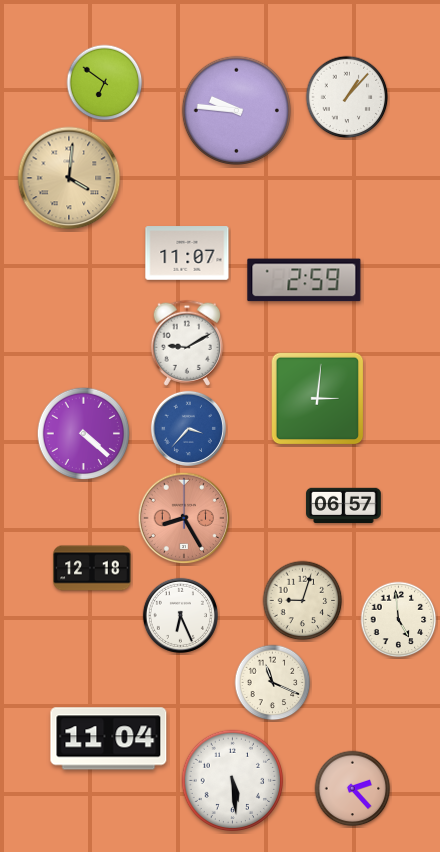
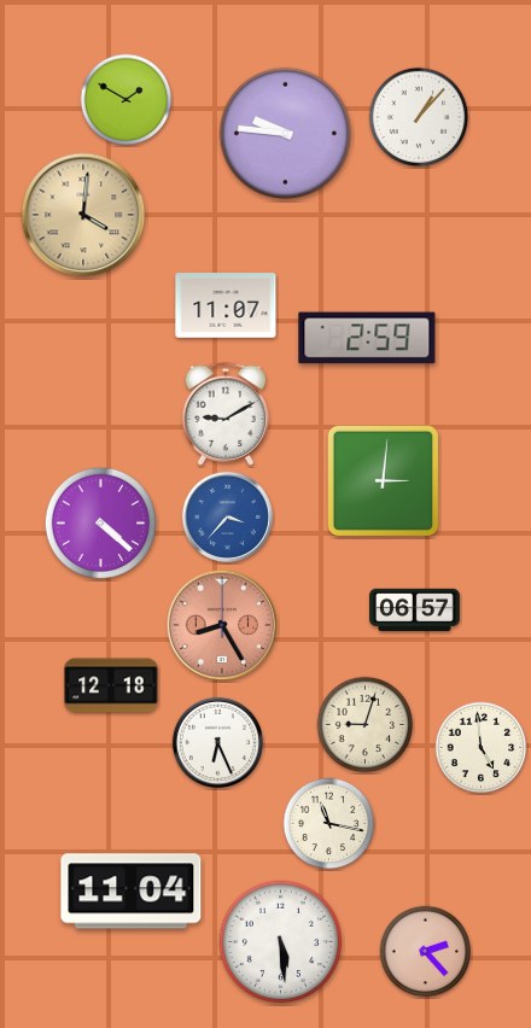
clock at (105, 83): 6:51 -> 1:50
clock at (273, 683): 11:19 -> 11:17
